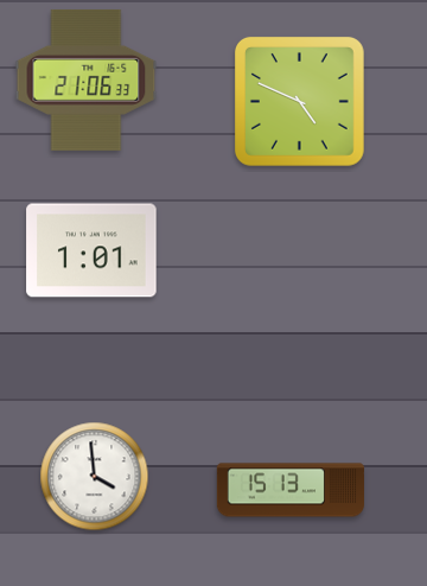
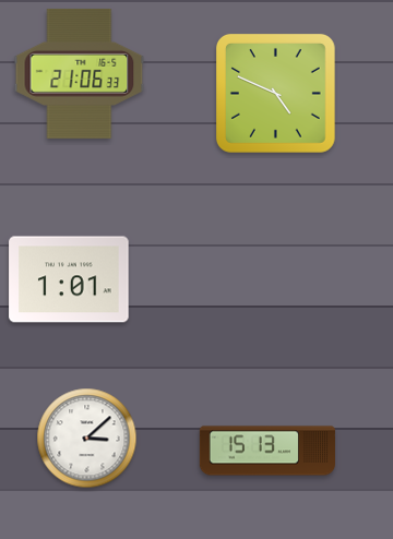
clock at (91, 250) position: (91, 250) -> (69, 279)
clock at (95, 477): 3:59 -> 3:08
